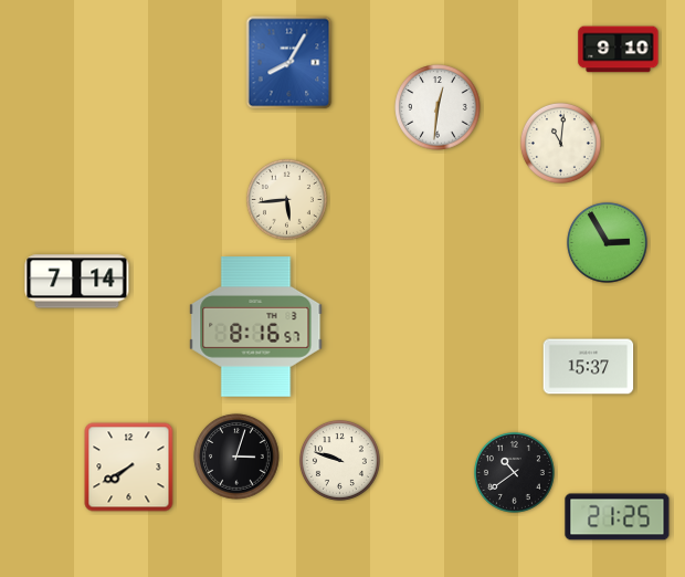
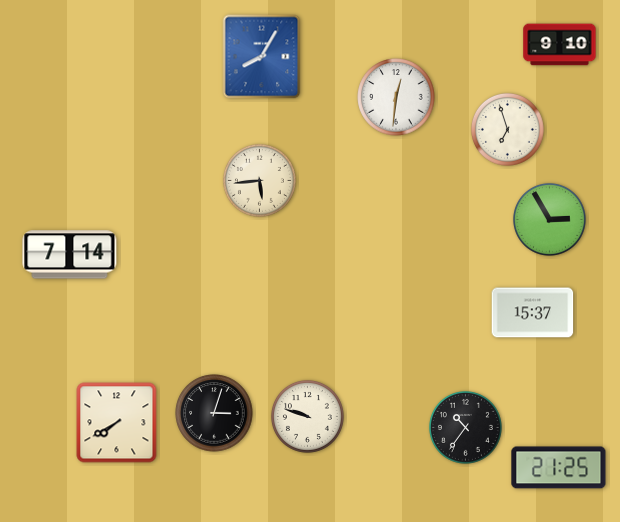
clock at (560, 143): 11:01 -> 6:57
clock at (256, 327): 8:16 -> none
clock at (589, 367) position: (589, 367) -> (533, 313)
clock at (514, 472): 10:39 -> 10:36
